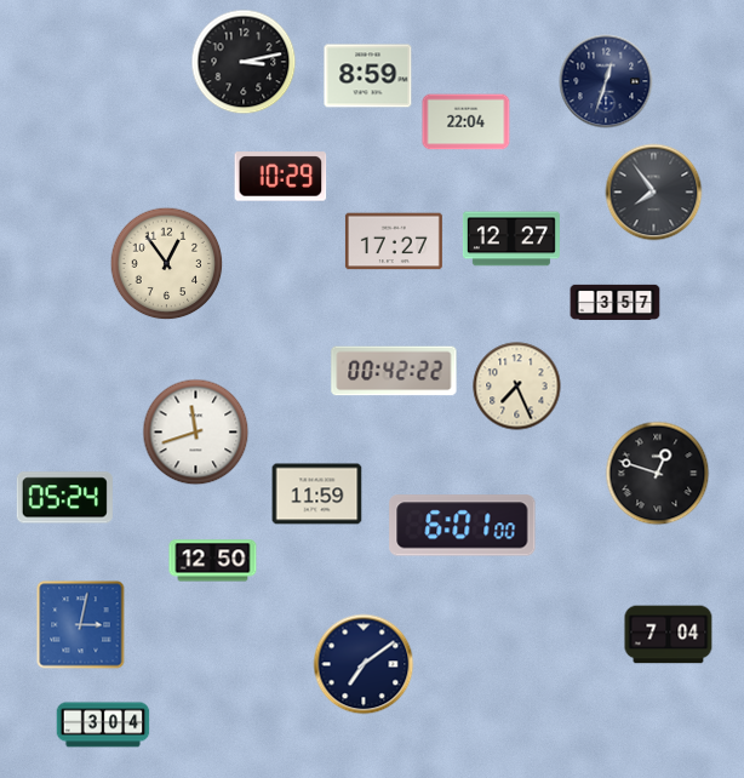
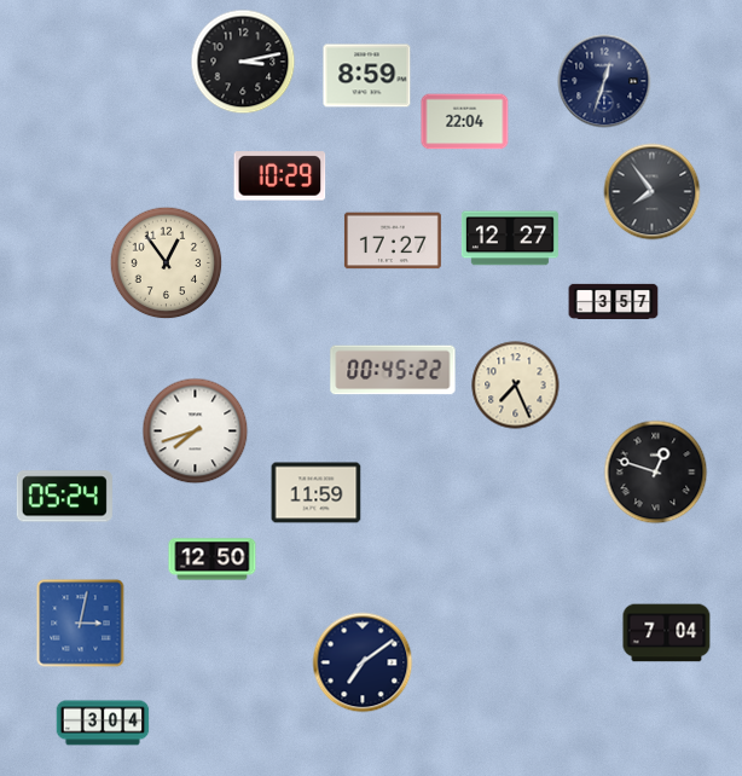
clock at (394, 371): 00:42 -> 00:45
clock at (196, 433): 11:42 -> 7:42
clock at (463, 526): 6:01 -> none
